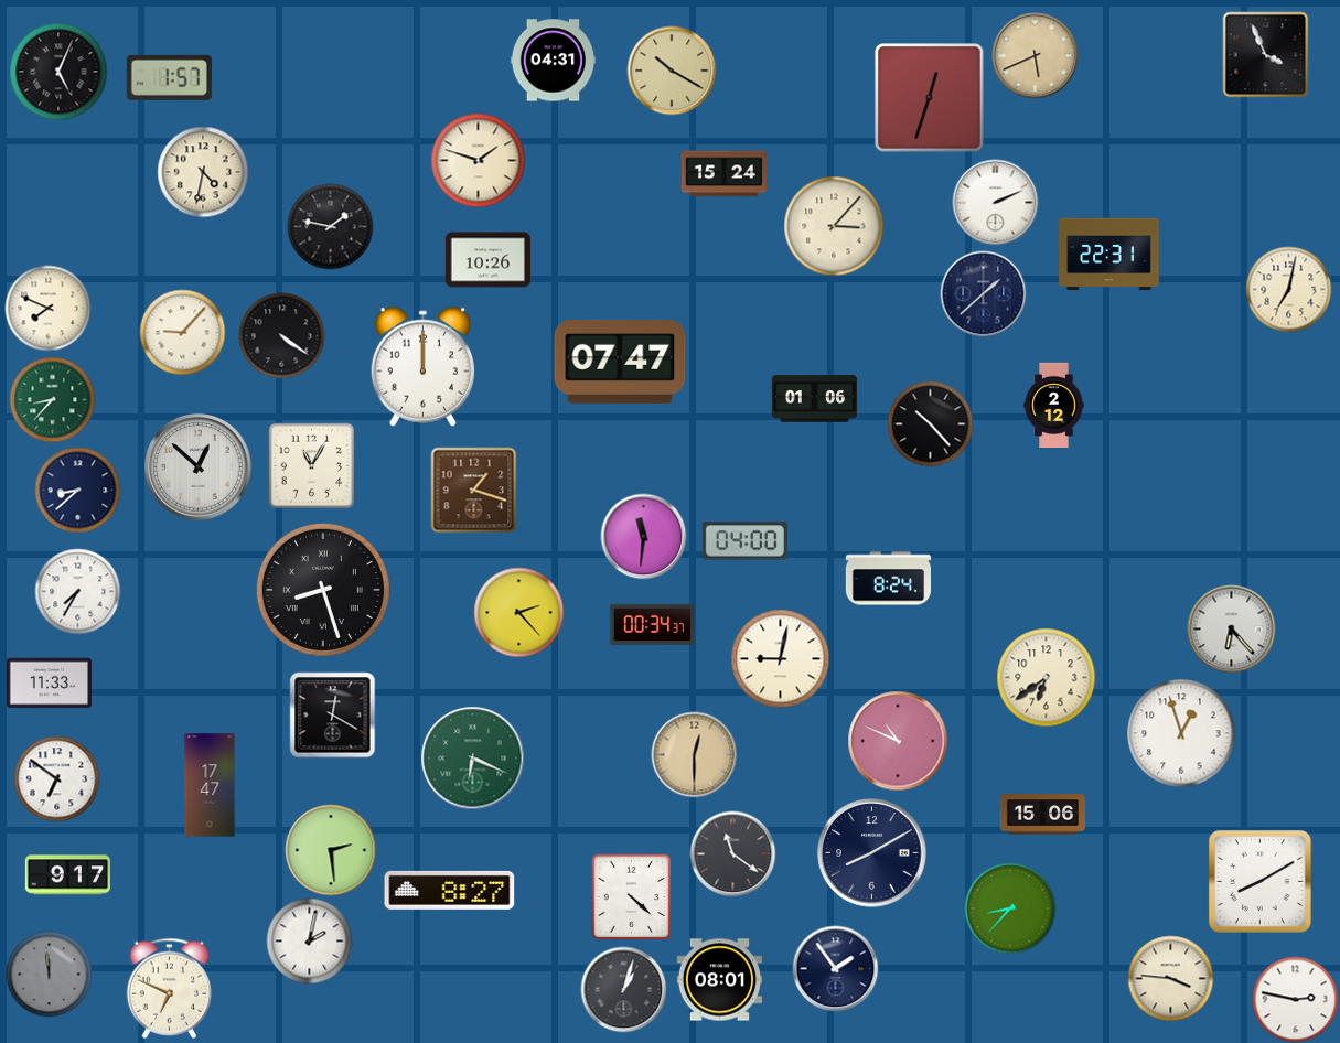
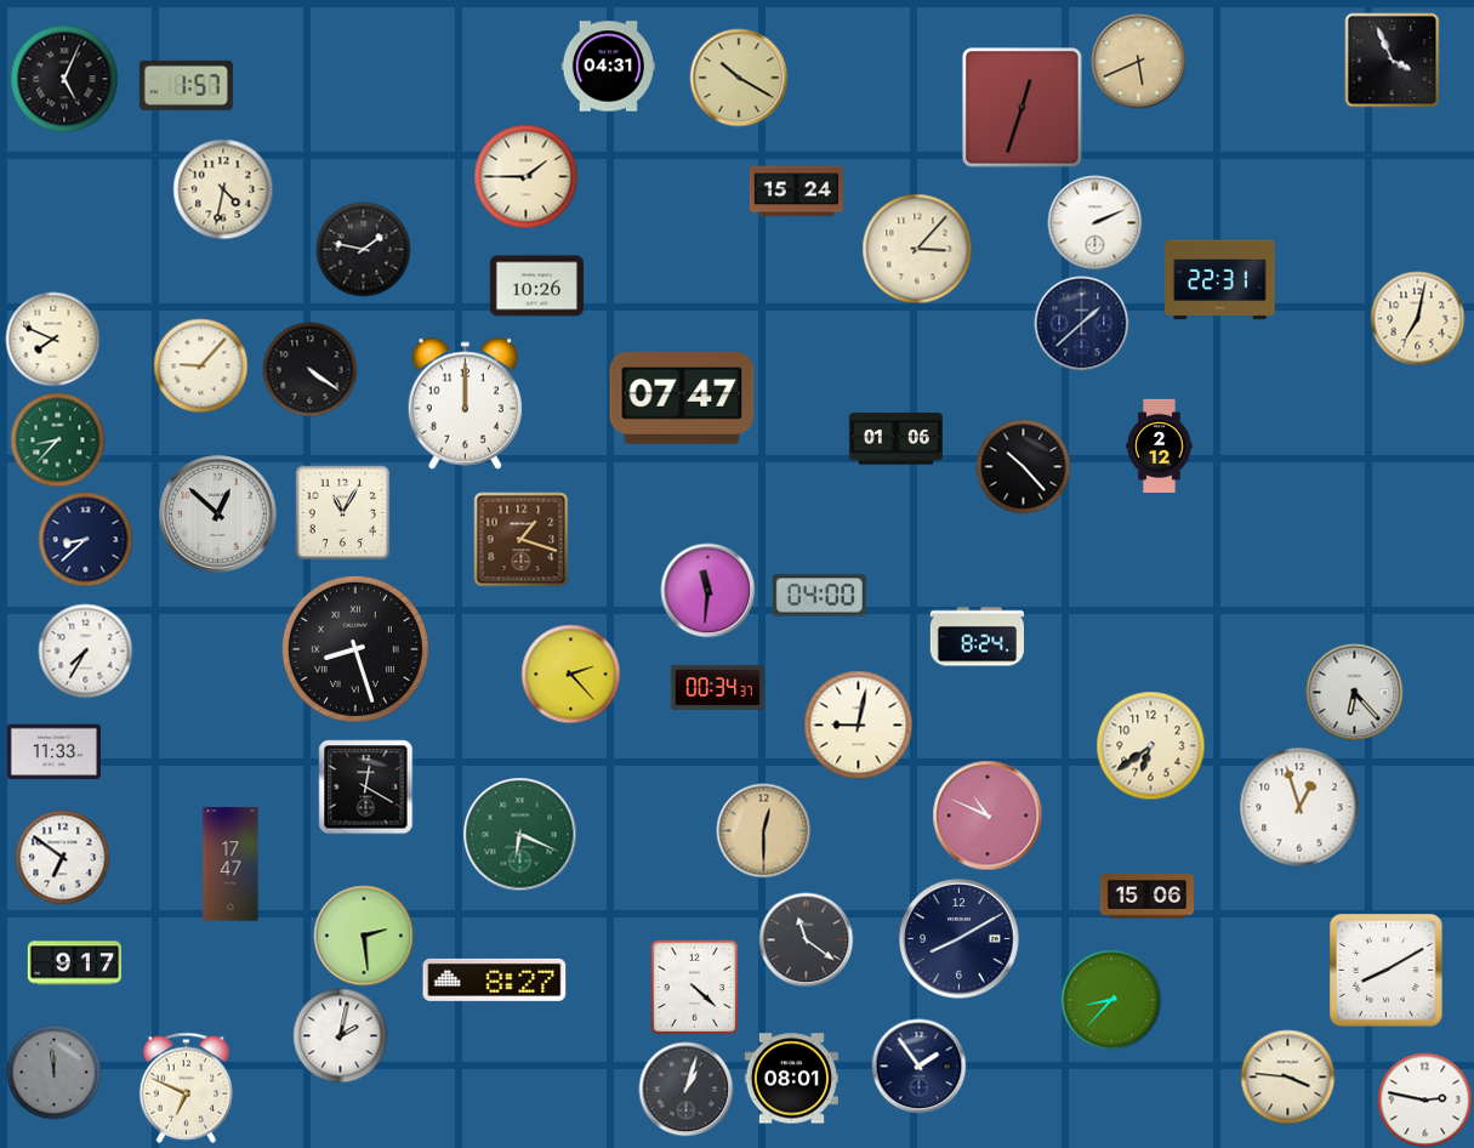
clock at (478, 160): 1:48 -> 1:45
